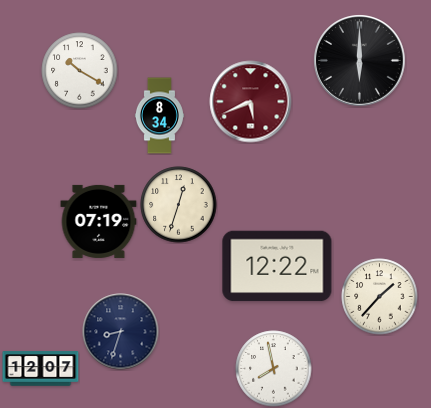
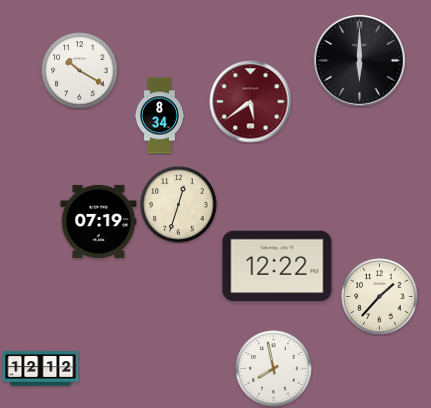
clock at (251, 102): 5:41 -> 5:39
clock at (121, 332): 8:33 -> none
clock at (41, 369): 12:07 -> 12:12
